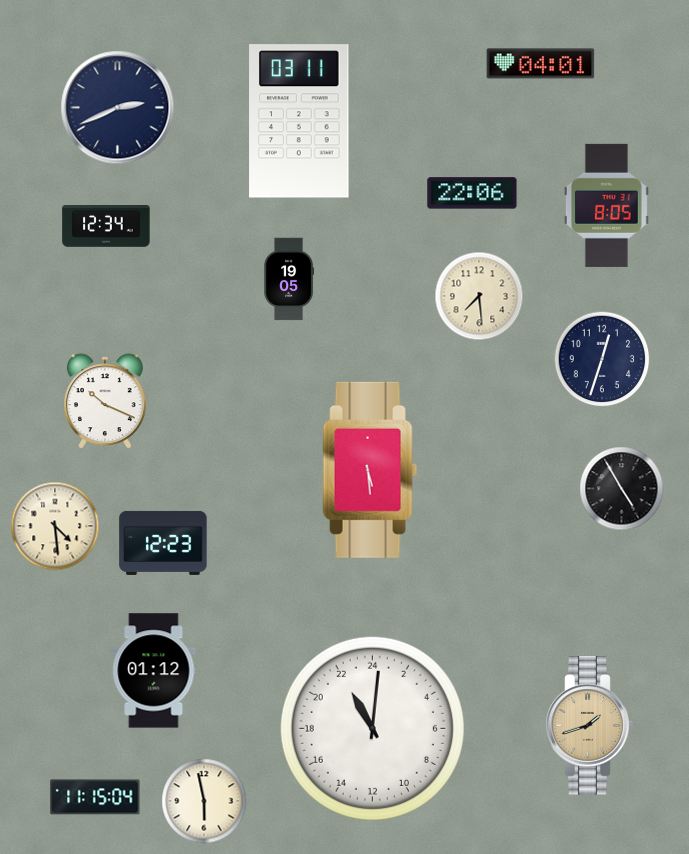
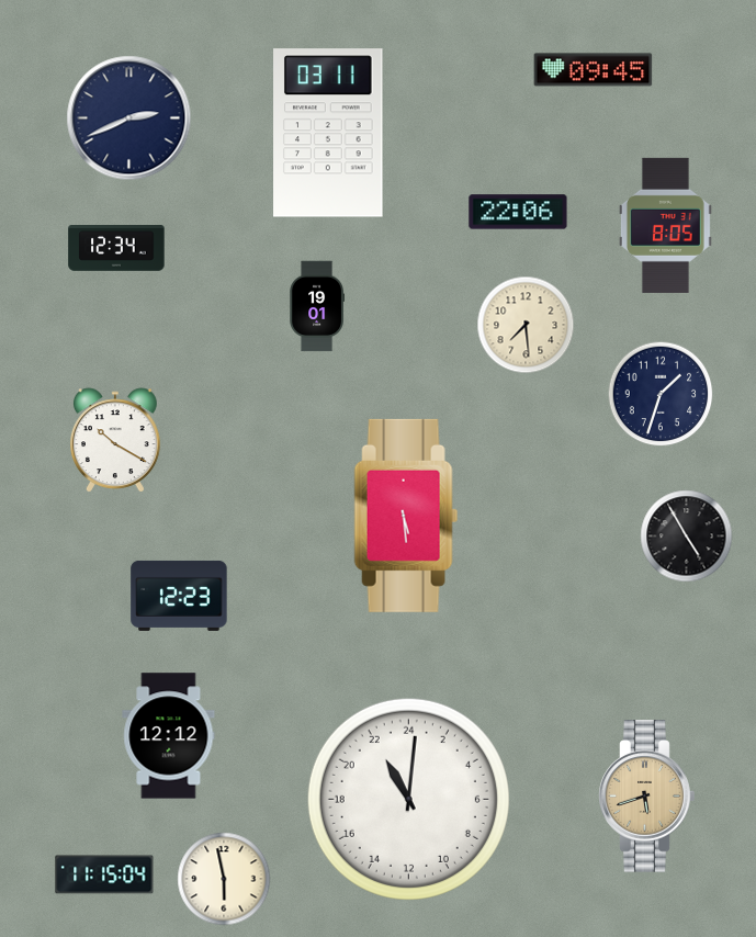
clock at (541, 64): 04:01 -> 09:45
clock at (289, 279): 19:05 -> 19:01
clock at (602, 359): 12:33 -> 1:33
clock at (106, 401): 10:19 -> 10:20
clock at (622, 489) position: (622, 489) -> (687, 537)
clock at (55, 526): 4:29 -> none
clock at (154, 671): 01:12 -> 12:12
clock at (590, 726): 1:42 -> 5:42
